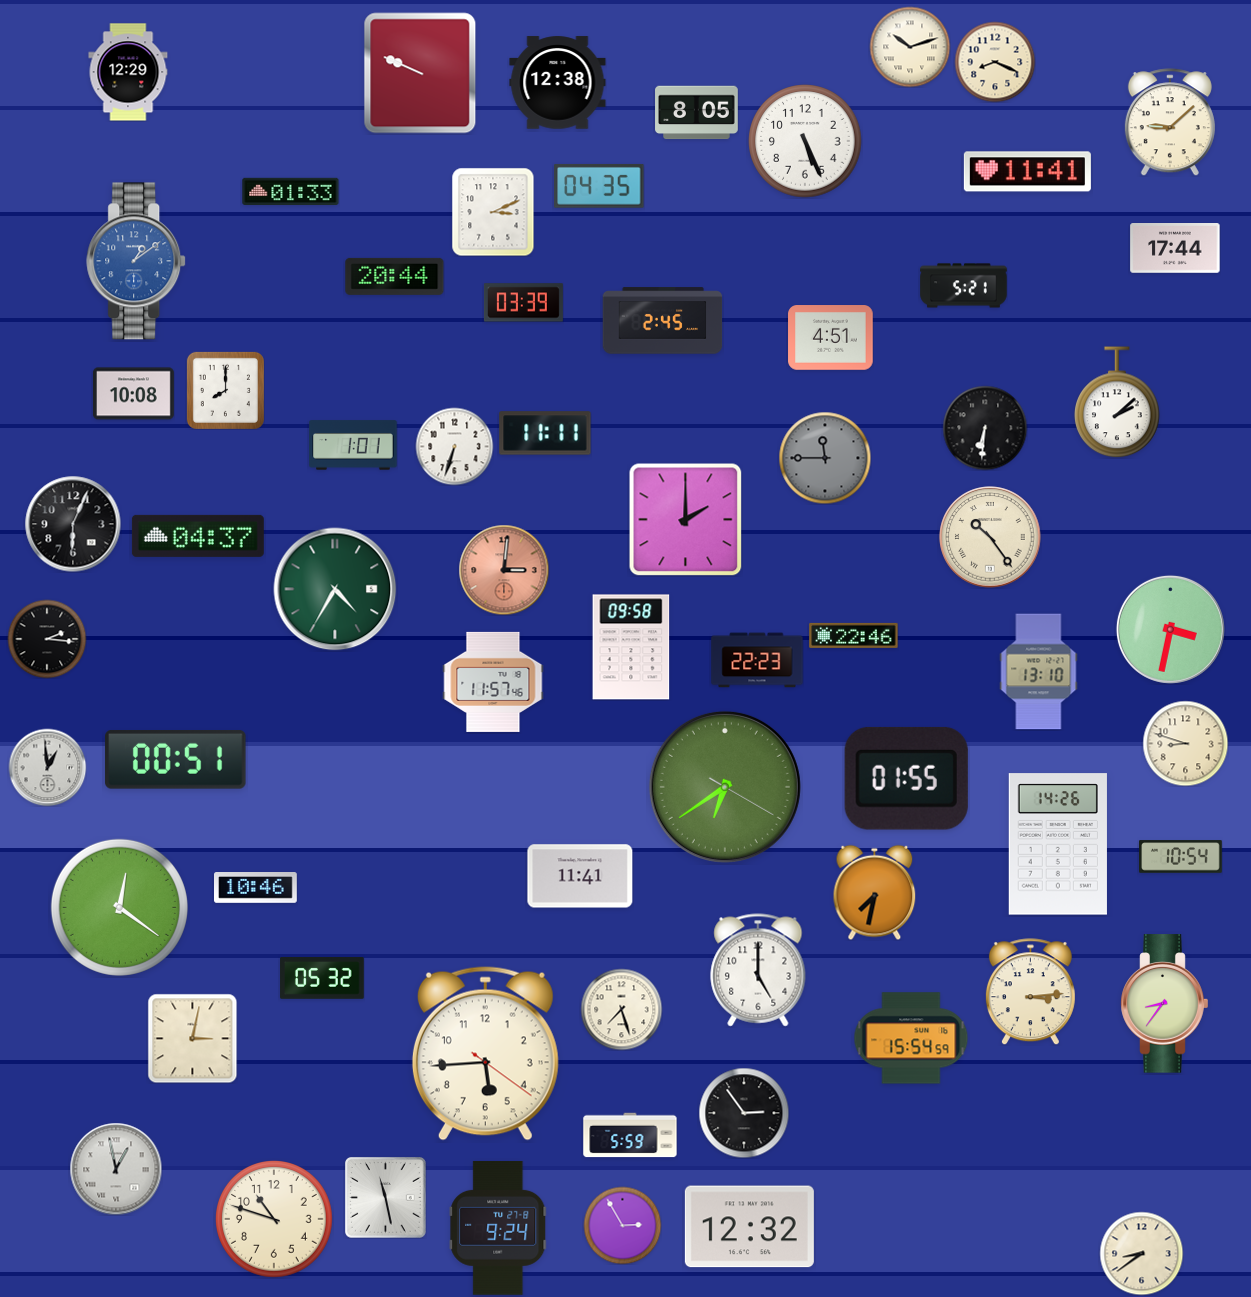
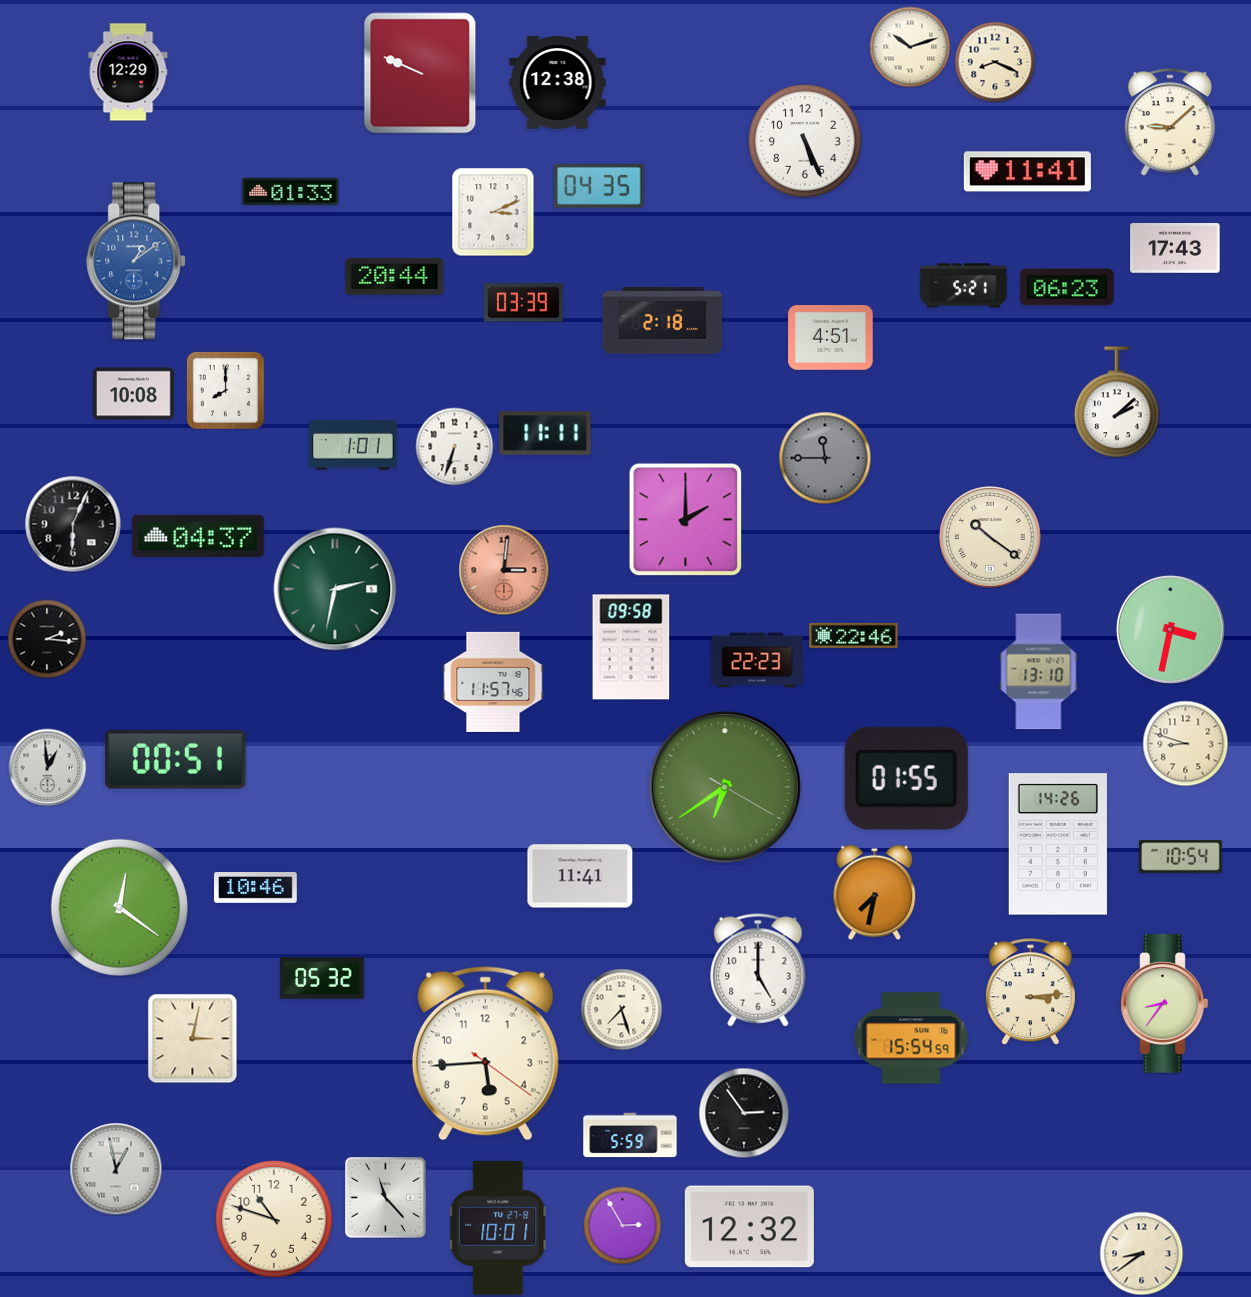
clock at (697, 113): 8:05 -> none
clock at (1175, 249): 17:44 -> 17:43
clock at (1067, 287): none -> 06:23
clock at (663, 321): 2:45 -> 2:18
clock at (985, 428): 6:31 -> none
clock at (990, 537): 10:24 -> 10:21
clock at (335, 589): 4:35 -> 2:32
clock at (386, 1198): 11:28 -> 11:23
clock at (498, 1228): 9:24 -> 10:01
